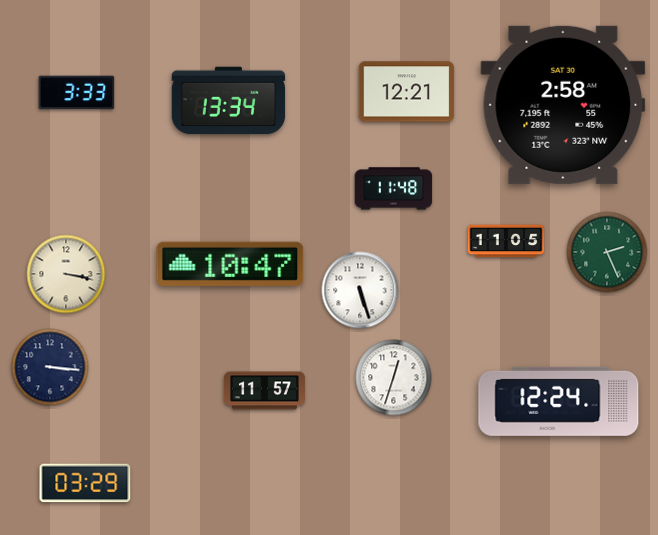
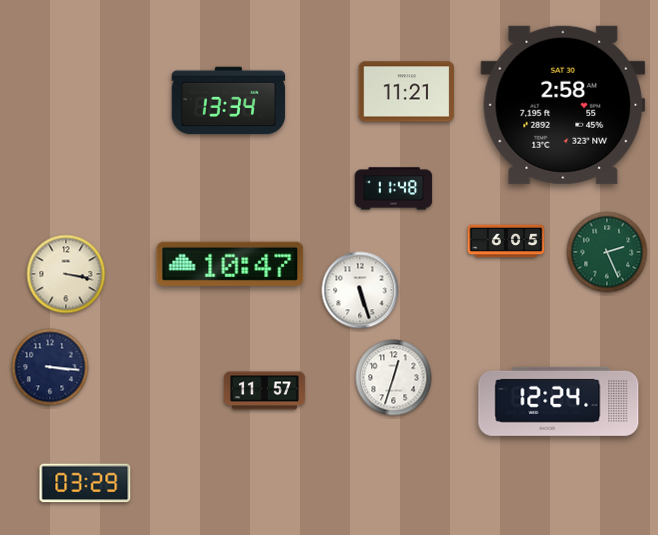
clock at (407, 92): 12:21 -> 11:21
clock at (77, 93): 3:33 -> none
clock at (506, 241): 11:05 -> 6:05
